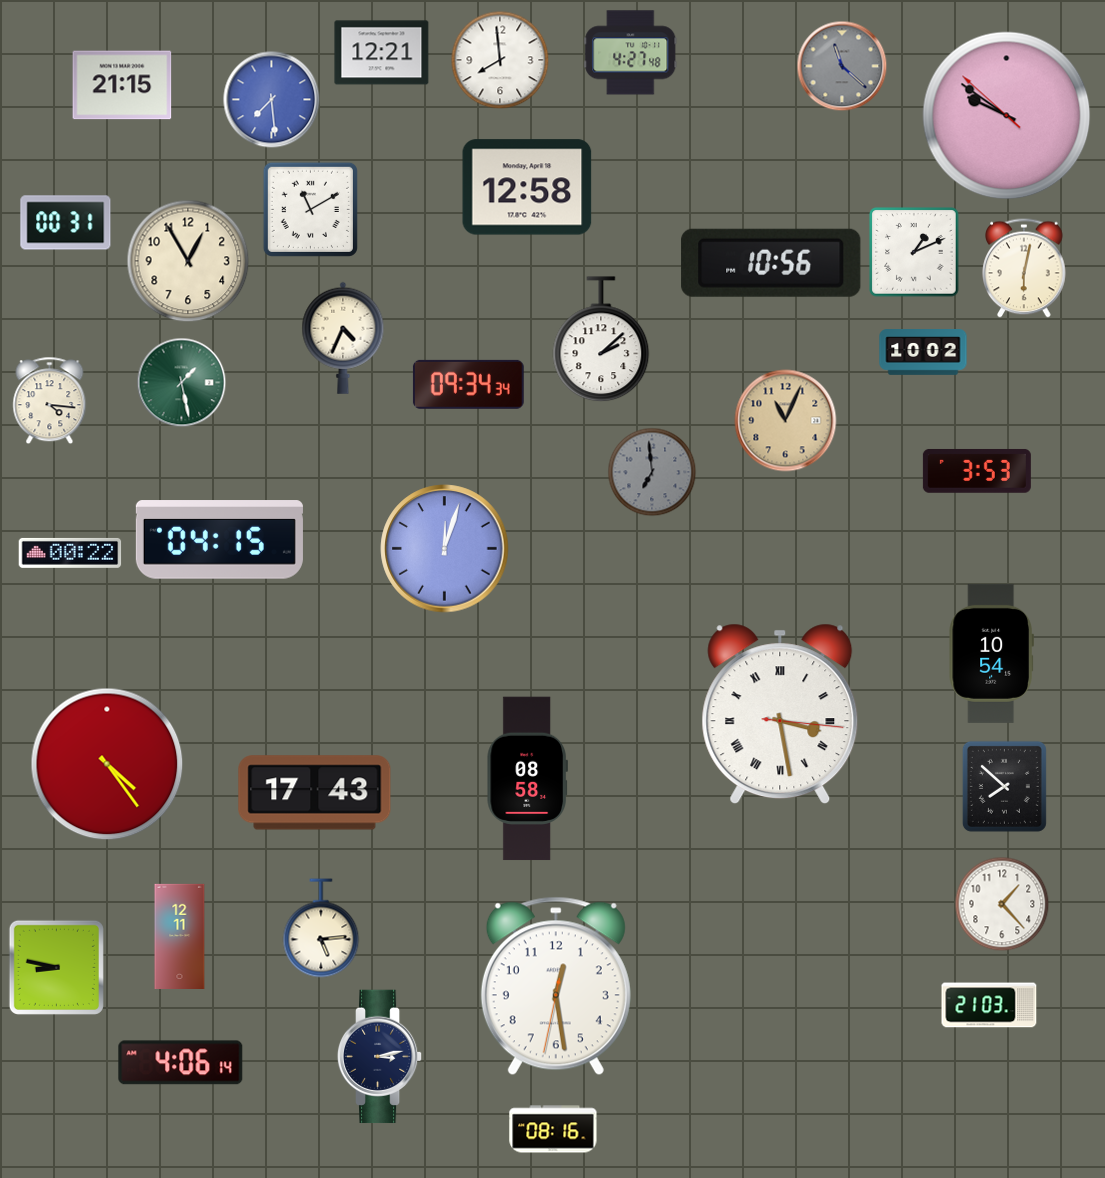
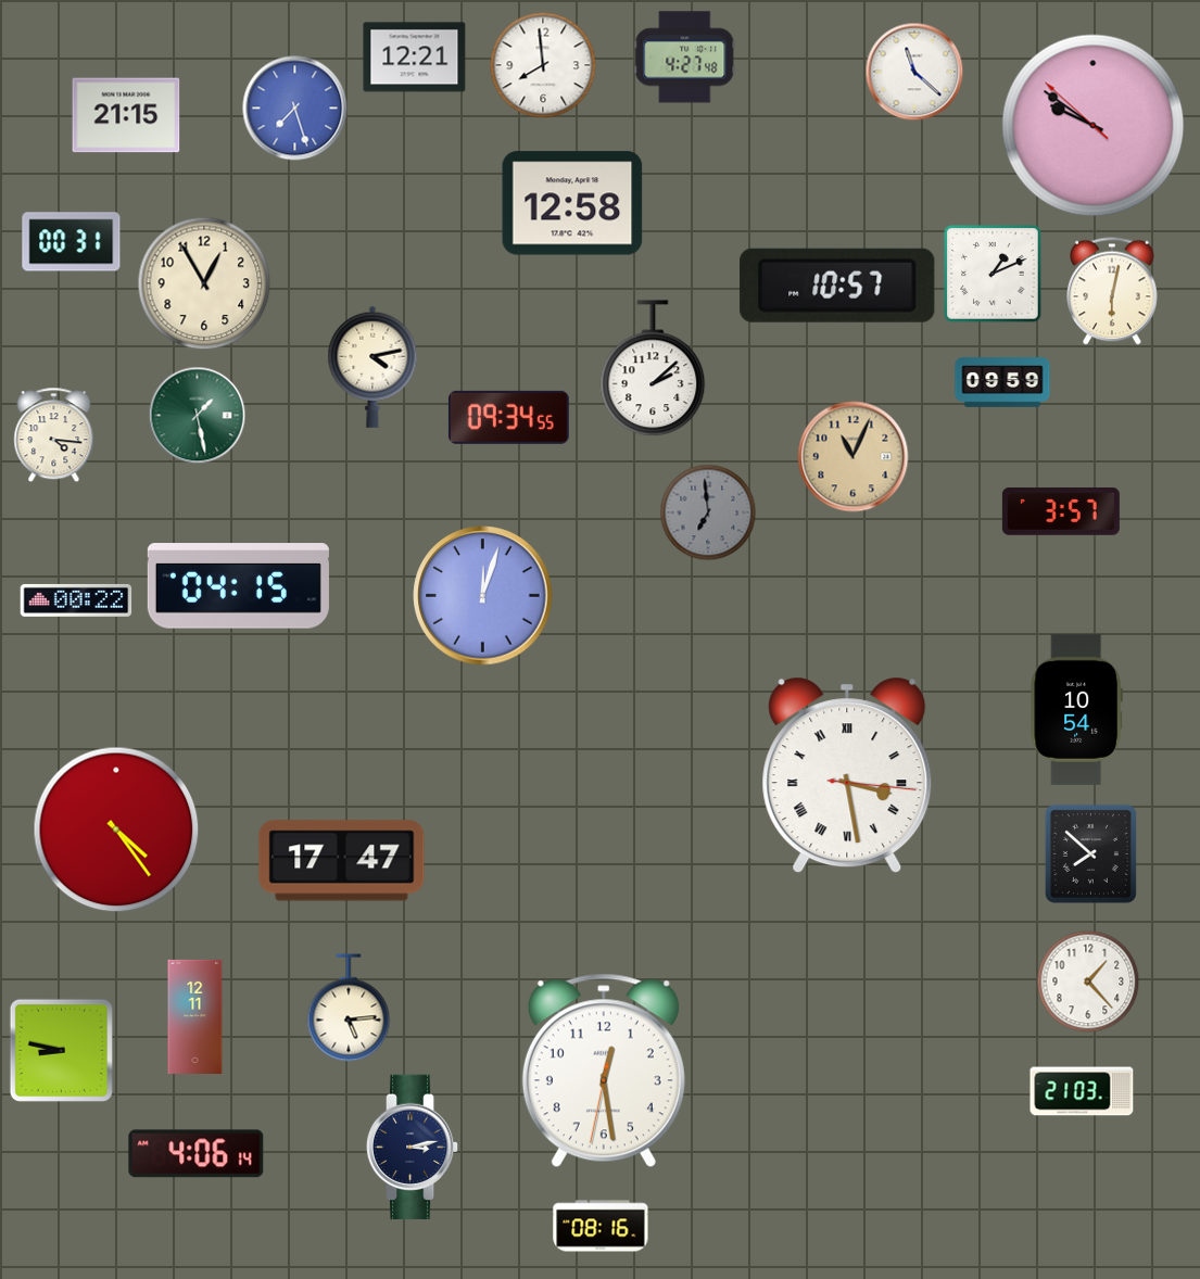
clock at (842, 66) dial: grey -> white
clock at (122, 85) position: (122, 85) -> (126, 115)
clock at (272, 100): 7:29 -> 7:27
clock at (310, 209): 11:10 -> none
clock at (771, 263): 10:56 -> 10:57
clock at (343, 338): 4:34 -> 4:13
clock at (923, 352): 10:02 -> 09:59
clock at (468, 384): 09:34:34 -> 09:34:55
clock at (977, 471): 3:53 -> 3:57
clock at (527, 779): 08:58 -> none
clock at (315, 793): 17:43 -> 17:47
clock at (989, 1005) position: (989, 1005) -> (1082, 1091)
